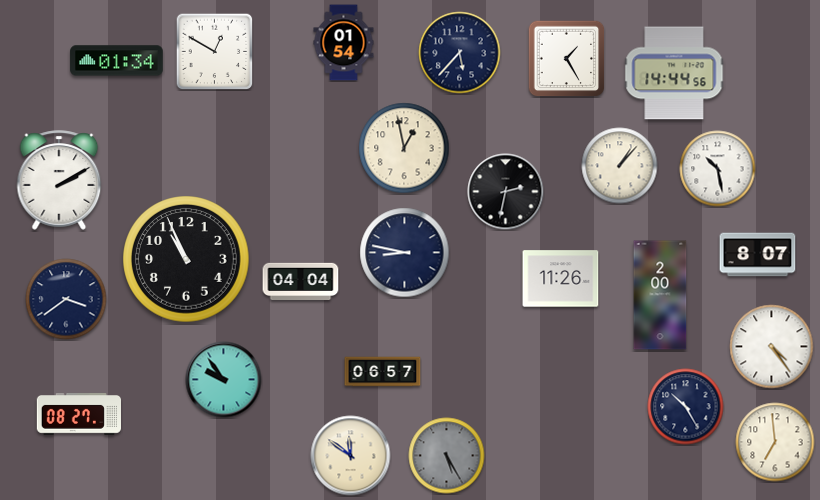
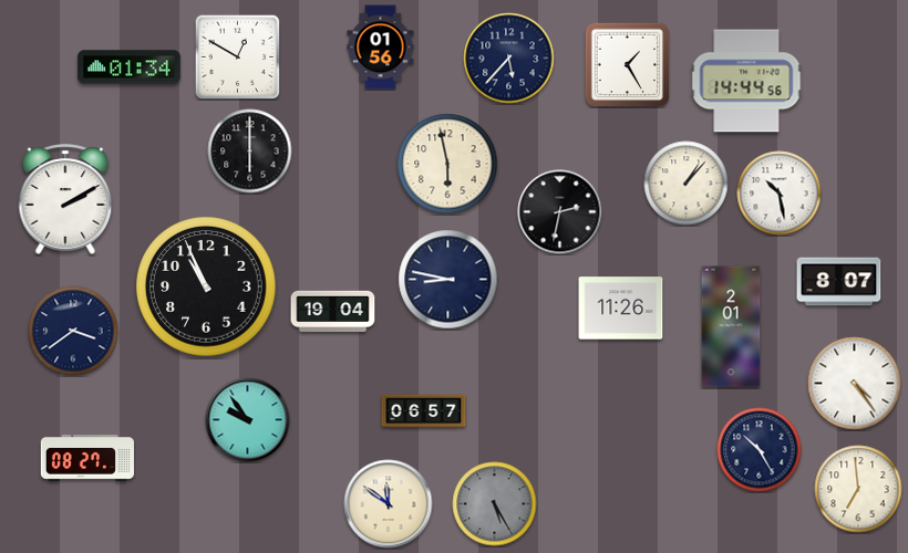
clock at (344, 43): 01:54 -> 01:56
clock at (250, 152): none -> 6:00
clock at (404, 148): 12:58 -> 5:58
clock at (718, 169) position: (718, 169) -> (780, 194)
clock at (301, 281): 04:04 -> 19:04
clock at (660, 295): 2:00 -> 2:01
